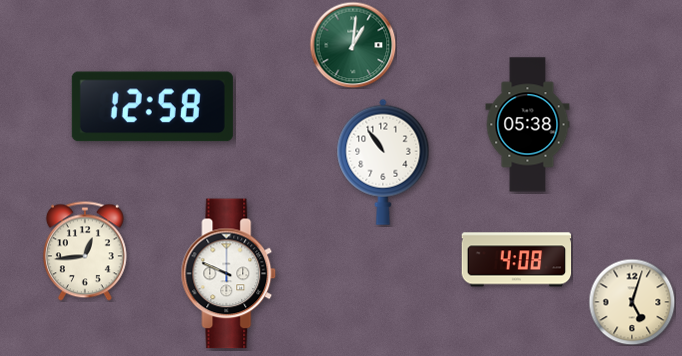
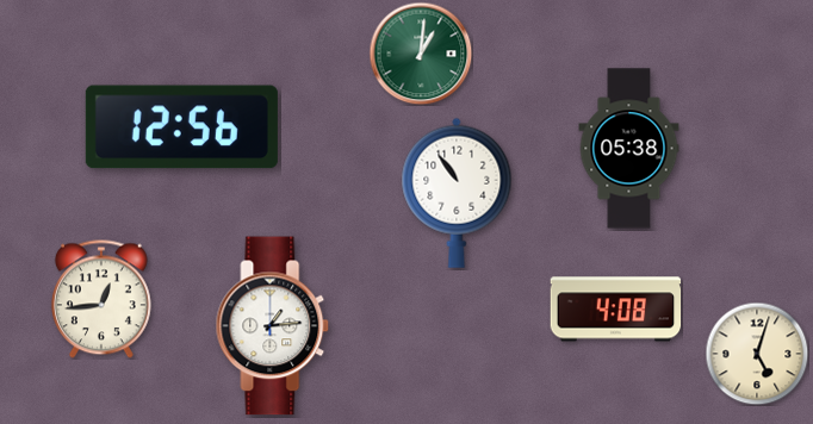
clock at (152, 107): 12:58 -> 12:56
clock at (229, 274): 9:49 -> 1:14
clock at (632, 302) position: (632, 302) -> (757, 354)
